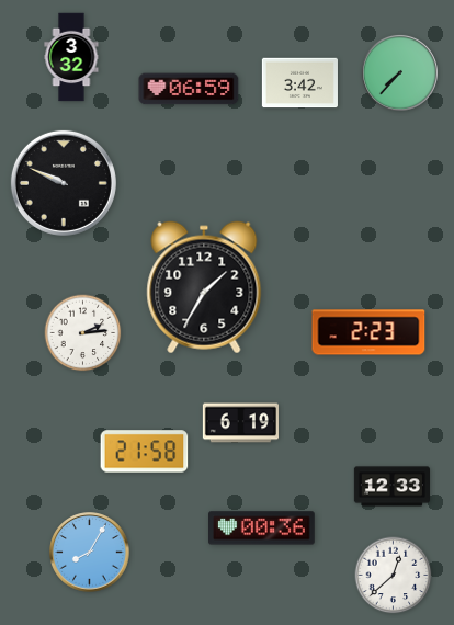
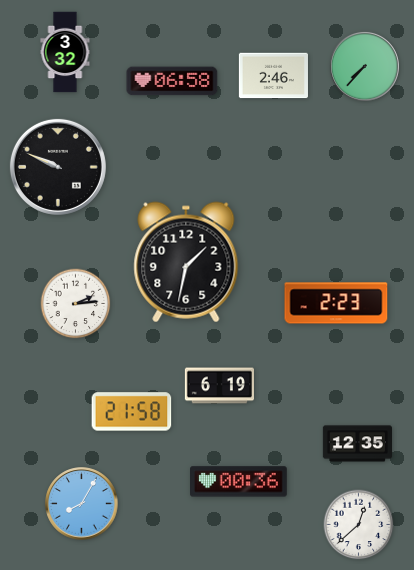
clock at (299, 83): 3:42 -> 2:46
clock at (189, 89): 06:59 -> 06:58
clock at (204, 287): 1:35 -> 1:32
clock at (391, 487): 12:33 -> 12:35
